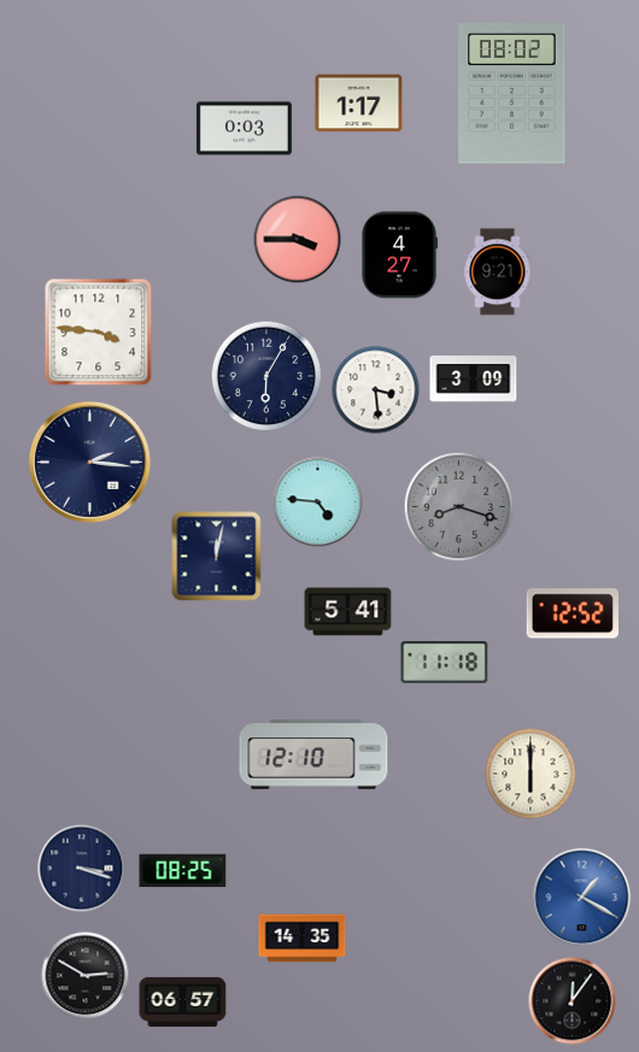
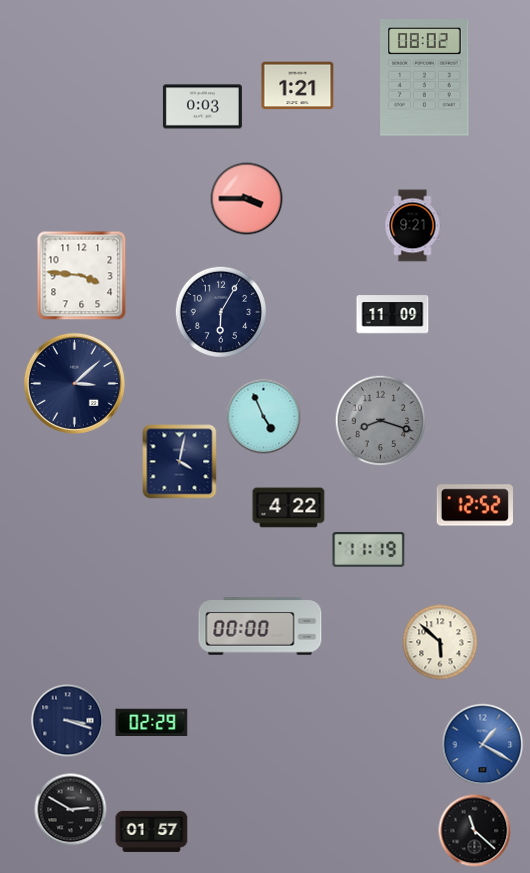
clock at (359, 104): 1:17 -> 1:21
clock at (399, 255): 4:27 -> none
clock at (474, 380): 3:09 -> 11:09
clock at (376, 390): 3:29 -> none
clock at (89, 462): 2:16 -> 3:08
clock at (318, 503): 4:46 -> 4:56
clock at (217, 557): 12:02 -> 4:02
clock at (348, 612): 5:41 -> 4:22
clock at (571, 613) position: (571, 613) -> (474, 505)
clock at (445, 663): 11:18 -> 11:19
clock at (313, 754): 12:10 -> 00:00
clock at (530, 774): 6:00 -> 5:52
clock at (183, 870): 08:25 -> 02:29
clock at (303, 939): 14:35 -> none
clock at (183, 1001): 06:57 -> 01:57
clock at (573, 1001): 12:06 -> 11:22
